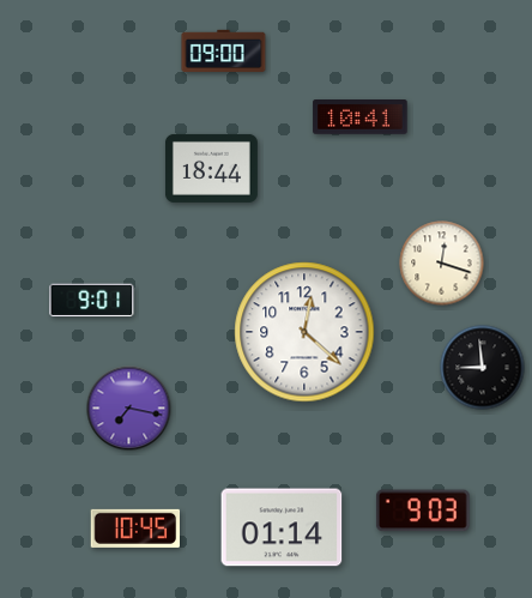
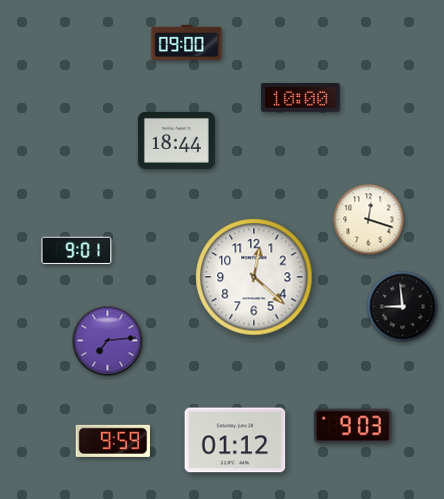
clock at (361, 117): 10:41 -> 10:00
clock at (129, 409): 7:17 -> 7:14
clock at (282, 527): 01:14 -> 01:12
clock at (134, 528): 10:45 -> 9:59
